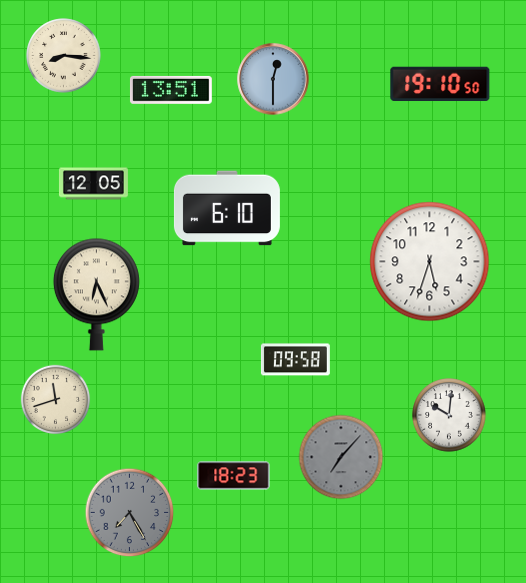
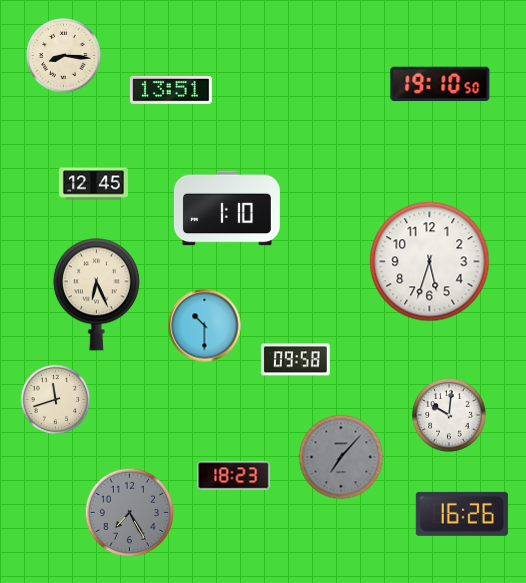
clock at (273, 79): 12:30 -> none
clock at (93, 184): 12:05 -> 12:45
clock at (227, 208): 6:10 -> 1:10
clock at (205, 326): none -> 10:30
clock at (462, 514): none -> 16:26
